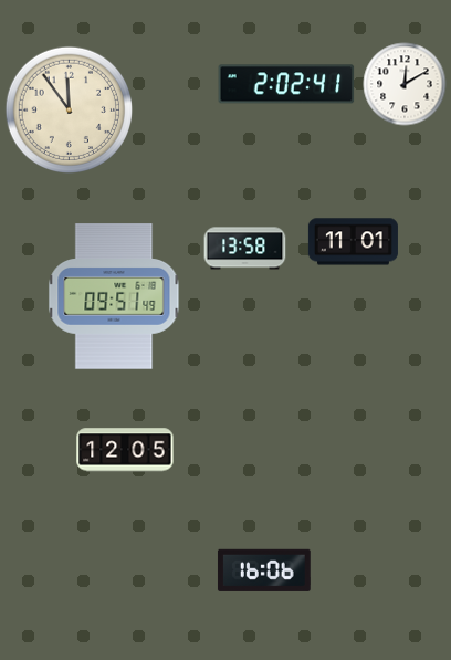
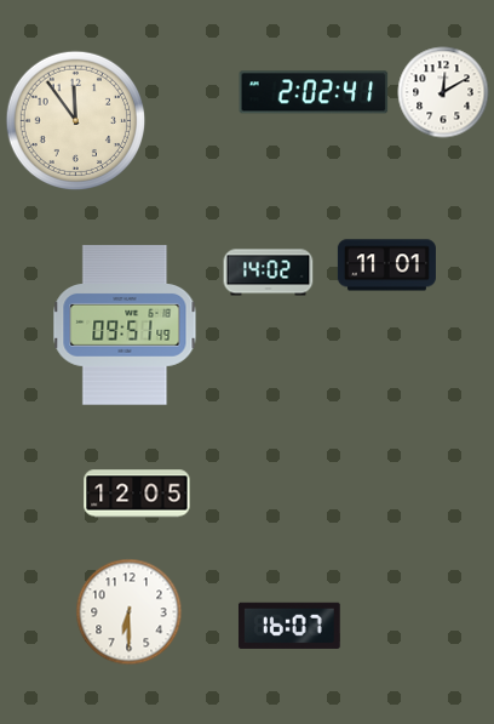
clock at (245, 249): 13:58 -> 14:02
clock at (130, 612): none -> 6:30
clock at (264, 570): 16:06 -> 16:07
